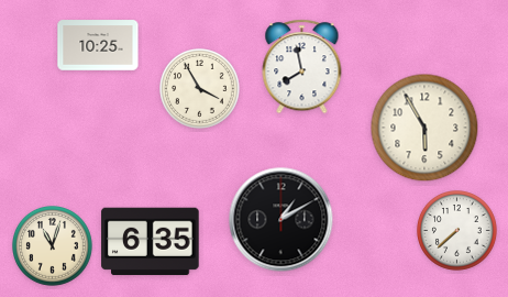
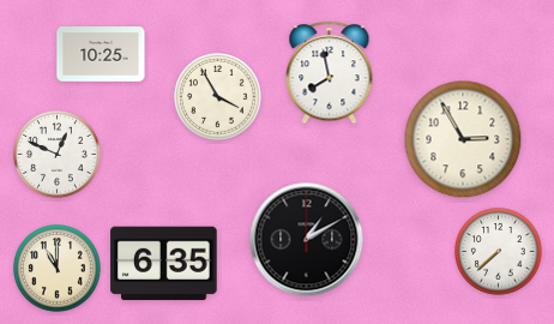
clock at (98, 45) position: (98, 45) -> (101, 54)
clock at (424, 128): 5:55 -> 2:55
clock at (58, 155): none -> 12:49
clock at (53, 246): 11:03 -> 11:00
